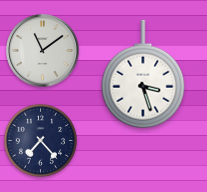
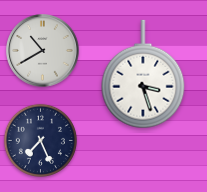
clock at (43, 51): 11:09 -> 10:40
clock at (40, 140): 7:23 -> 7:26
